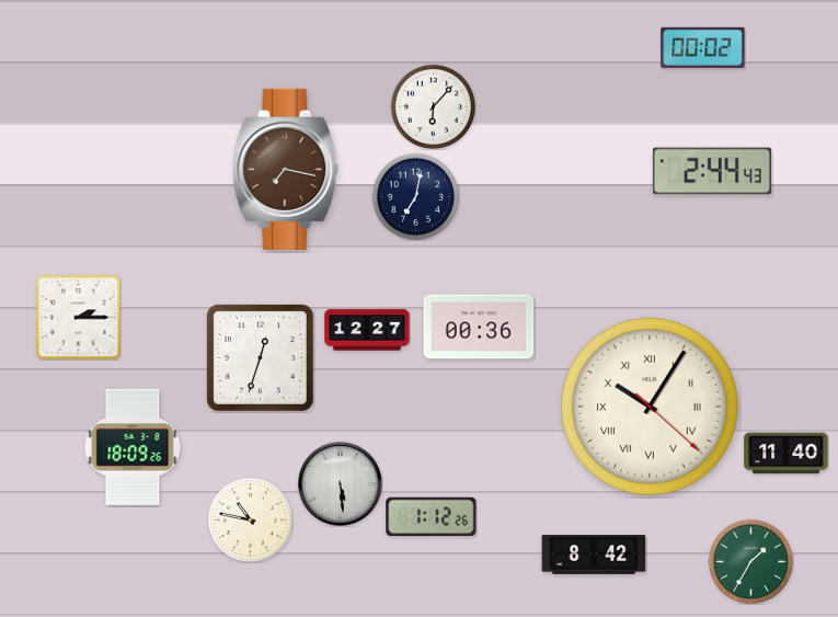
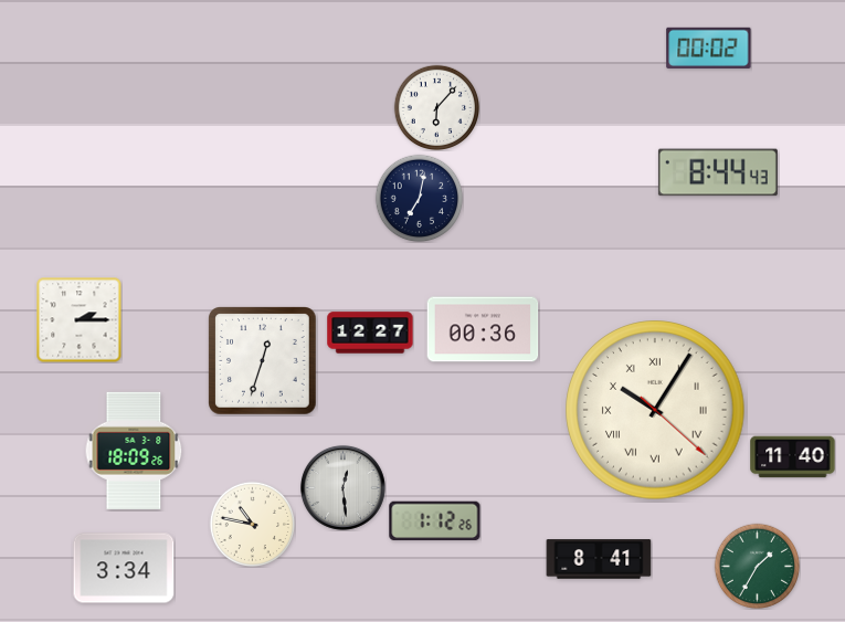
clock at (286, 169): 7:17 -> none
clock at (712, 171): 2:44 -> 8:44
clock at (340, 483): 5:29 -> 12:29
clock at (594, 555): 8:42 -> 8:41
clock at (124, 568): none -> 3:34
